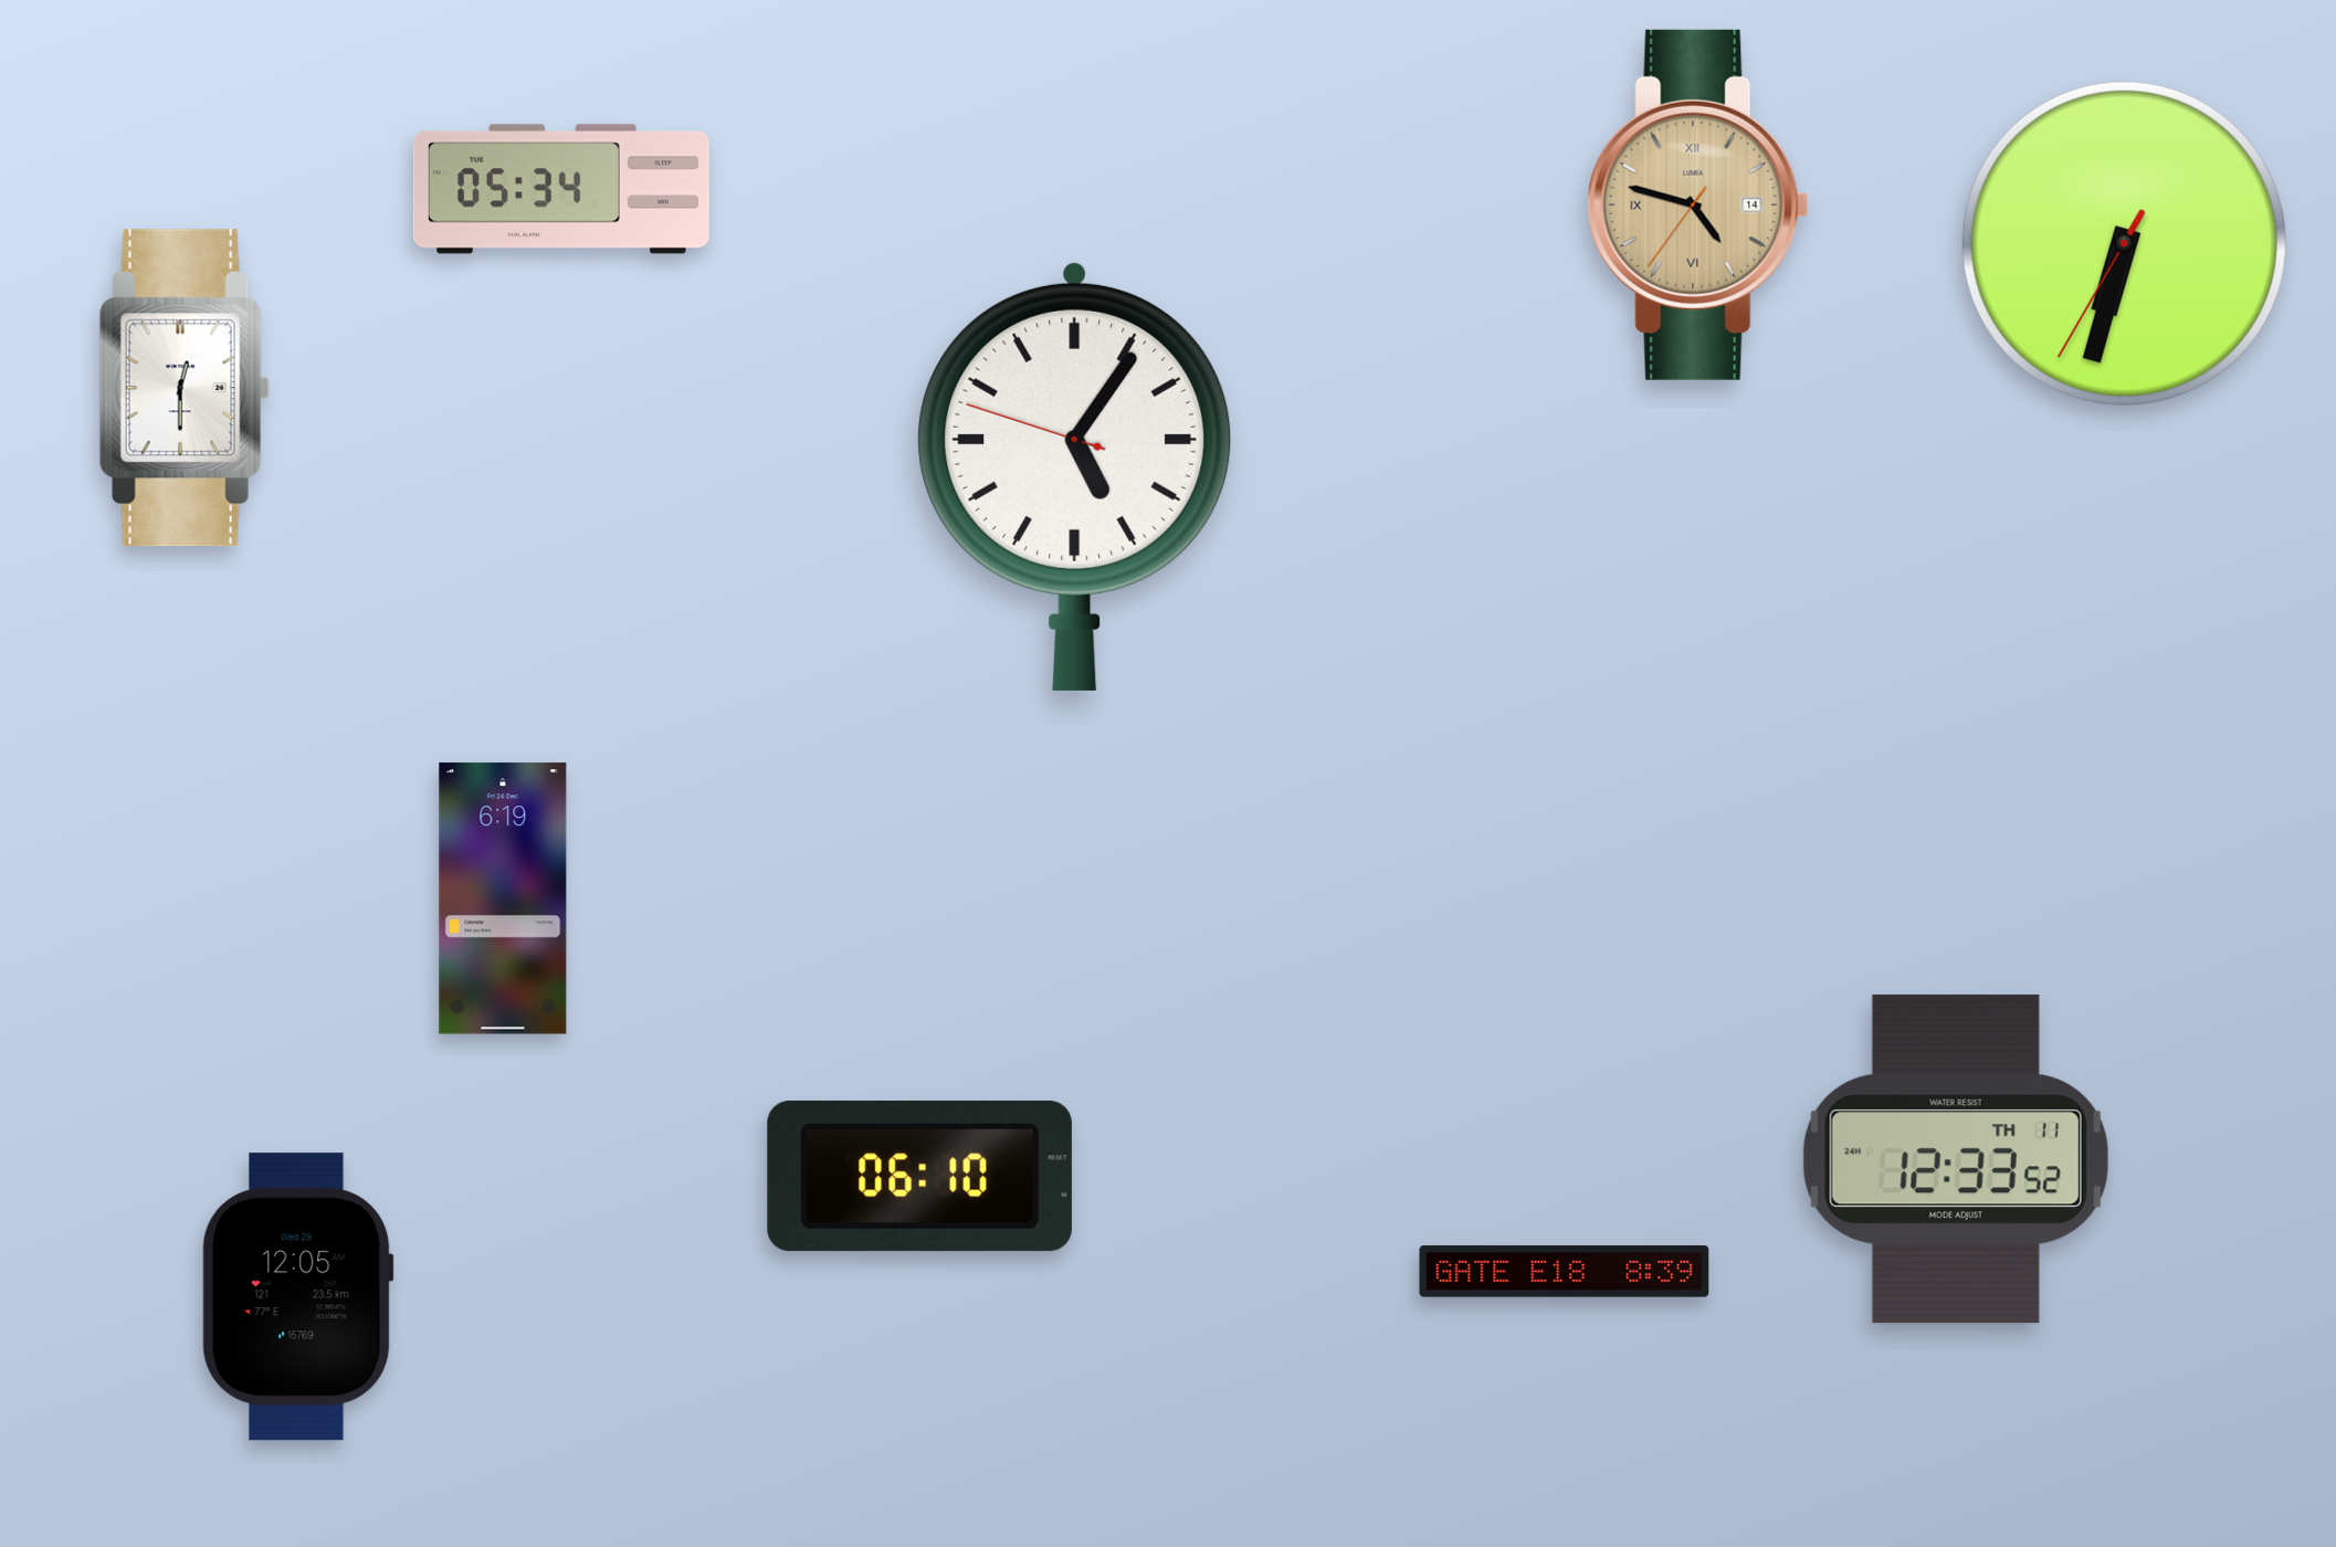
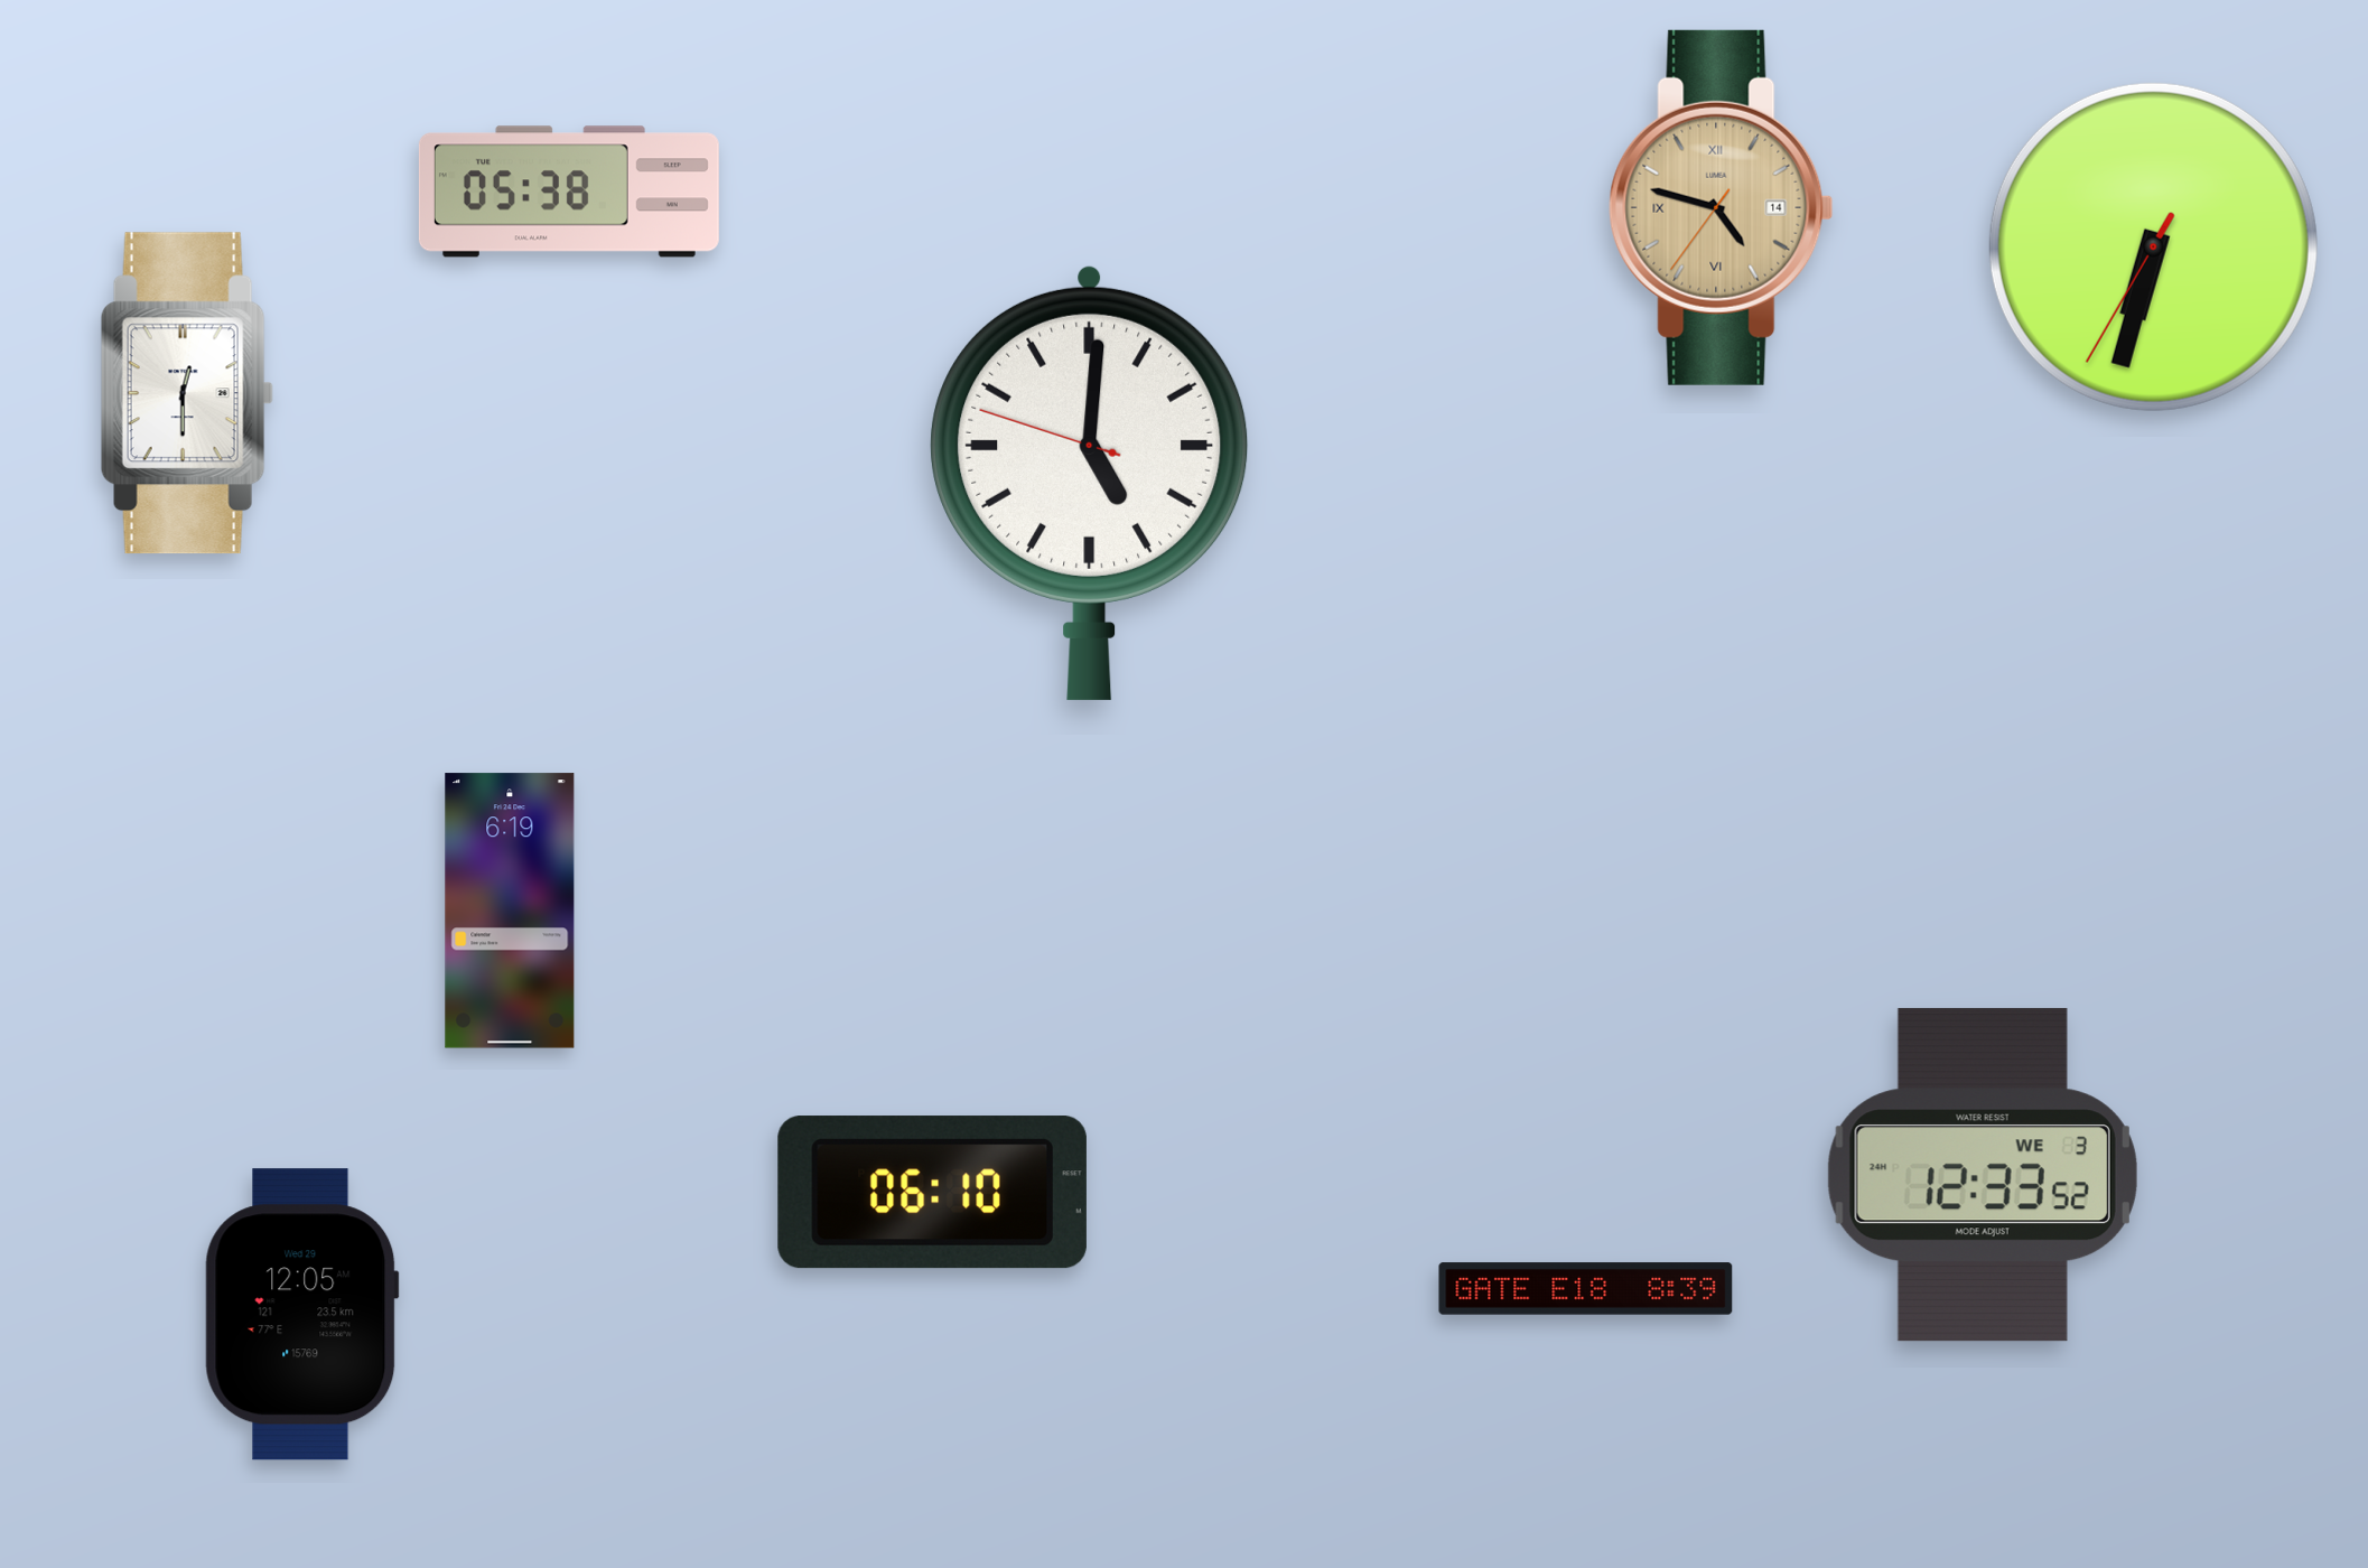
clock at (561, 189): 05:34 -> 05:38
clock at (1075, 476): 5:05 -> 5:00
clock at (1956, 1159) date: TH 11 -> WE 3
